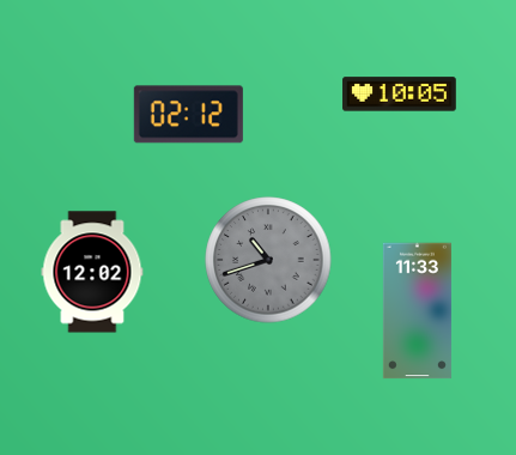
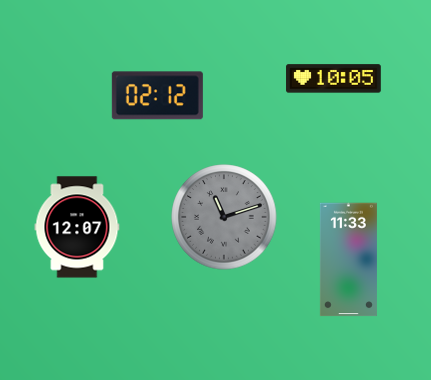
clock at (268, 260): 10:42 -> 11:12
clock at (92, 272): 12:02 -> 12:07
